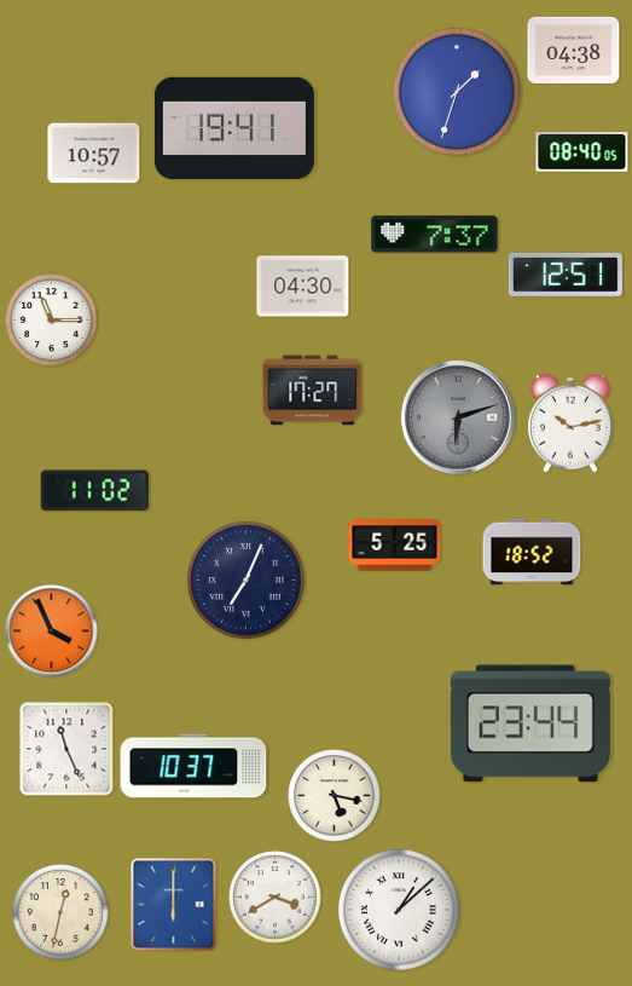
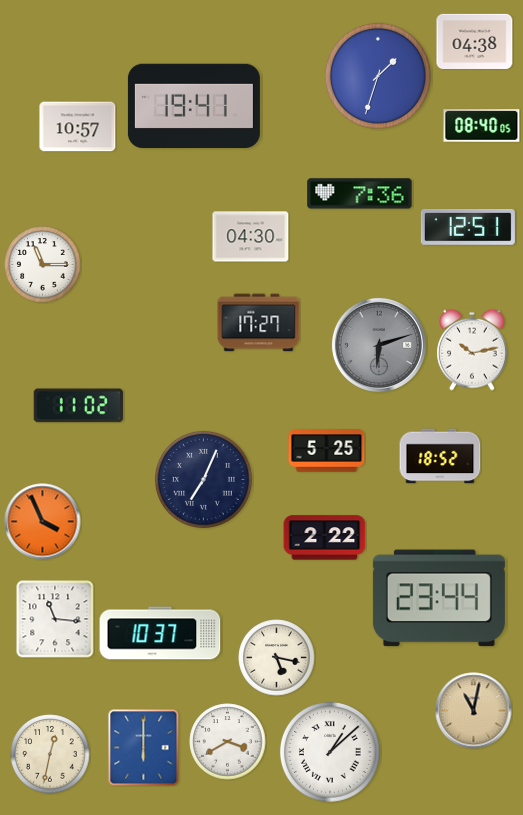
clock at (435, 235): 7:37 -> 7:36
clock at (325, 538): none -> 2:22
clock at (66, 749): 11:26 -> 11:16
clock at (474, 711): none -> 11:02
